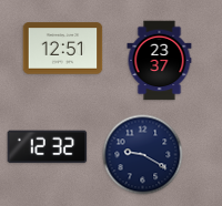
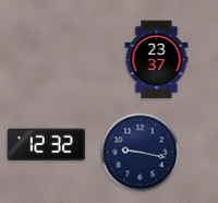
clock at (63, 49): 12:51 -> none
clock at (143, 155): 9:20 -> 9:17
